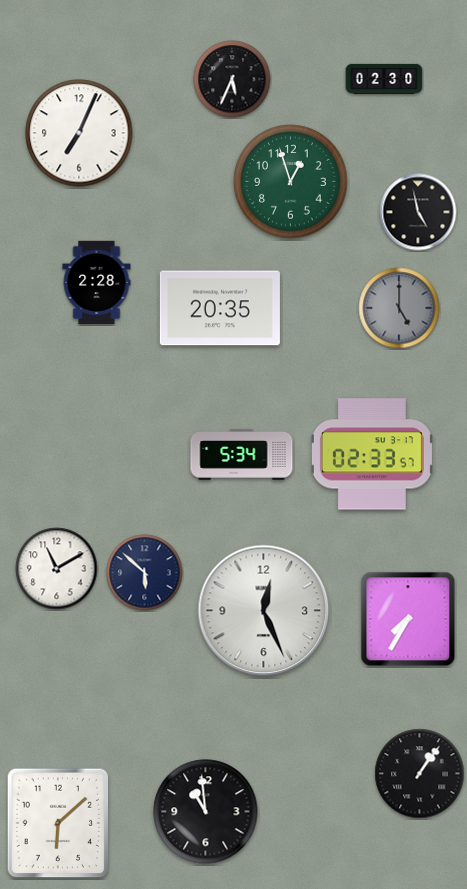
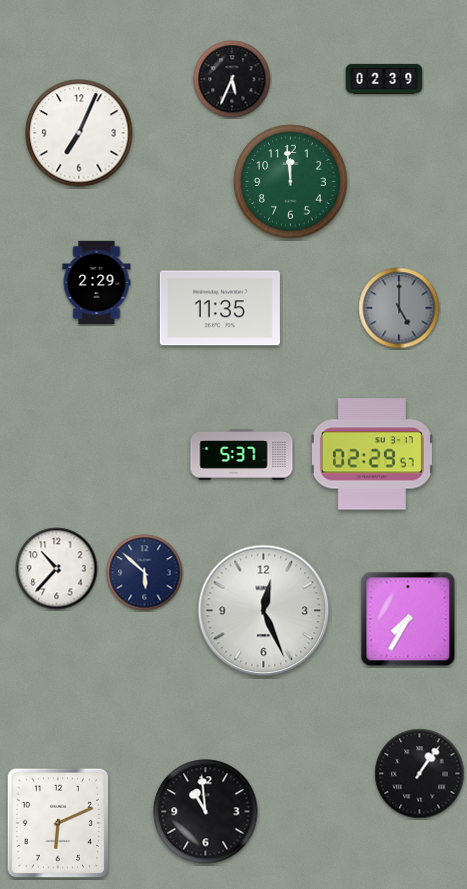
clock at (384, 78): 02:30 -> 02:39
clock at (291, 182): 12:57 -> 11:59
clock at (418, 212): 4:58 -> none
clock at (97, 282): 2:28 -> 2:29
clock at (220, 308): 20:35 -> 11:35
clock at (242, 454): 5:34 -> 5:37
clock at (372, 454): 02:33 -> 02:29
clock at (57, 569): 11:10 -> 10:37
clock at (58, 823): 6:08 -> 6:11
